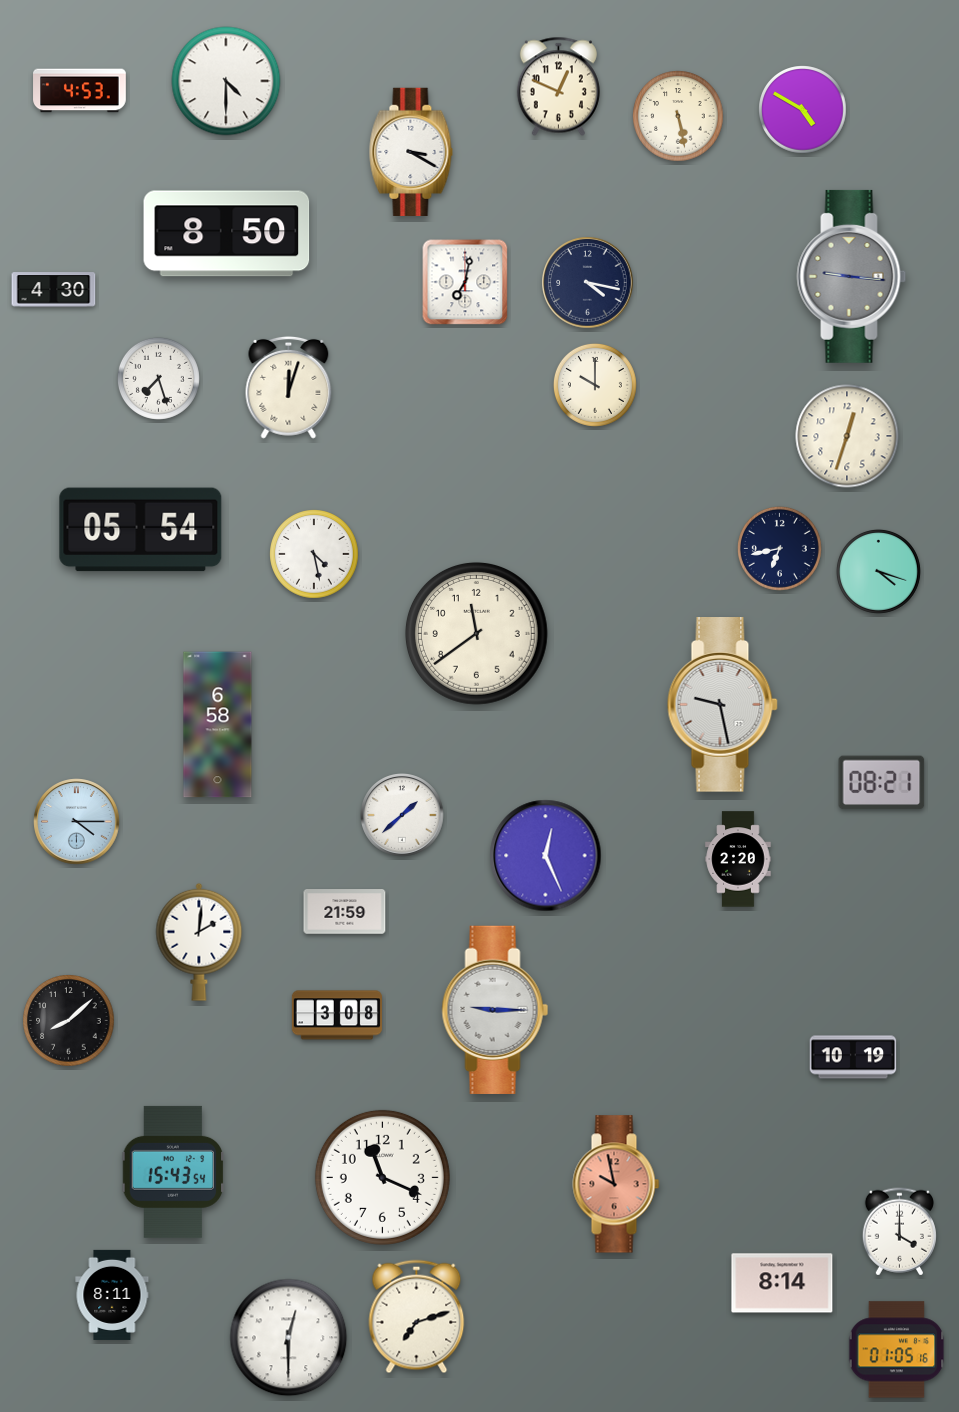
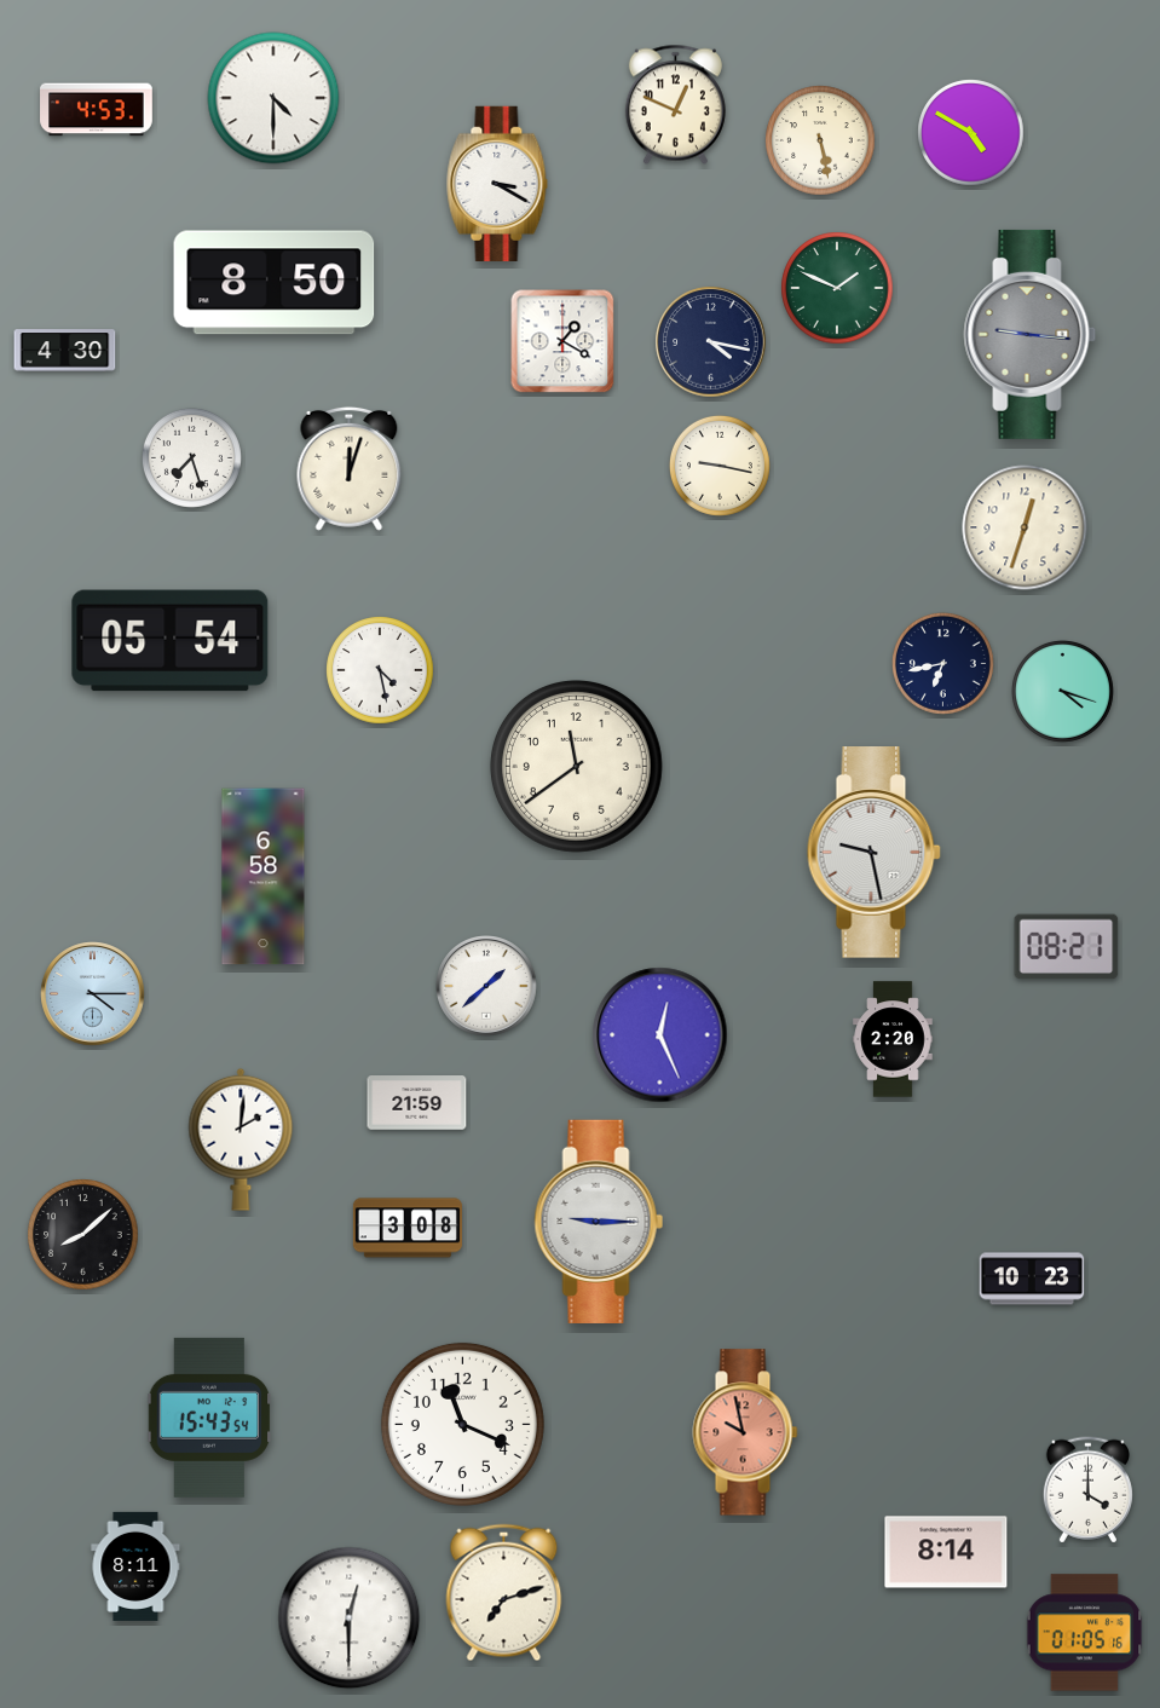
clock at (837, 288): none -> 1:49
clock at (465, 282): 7:02 -> 1:20
clock at (595, 385): 10:00 -> 9:17
clock at (853, 1057): 10:19 -> 10:23
